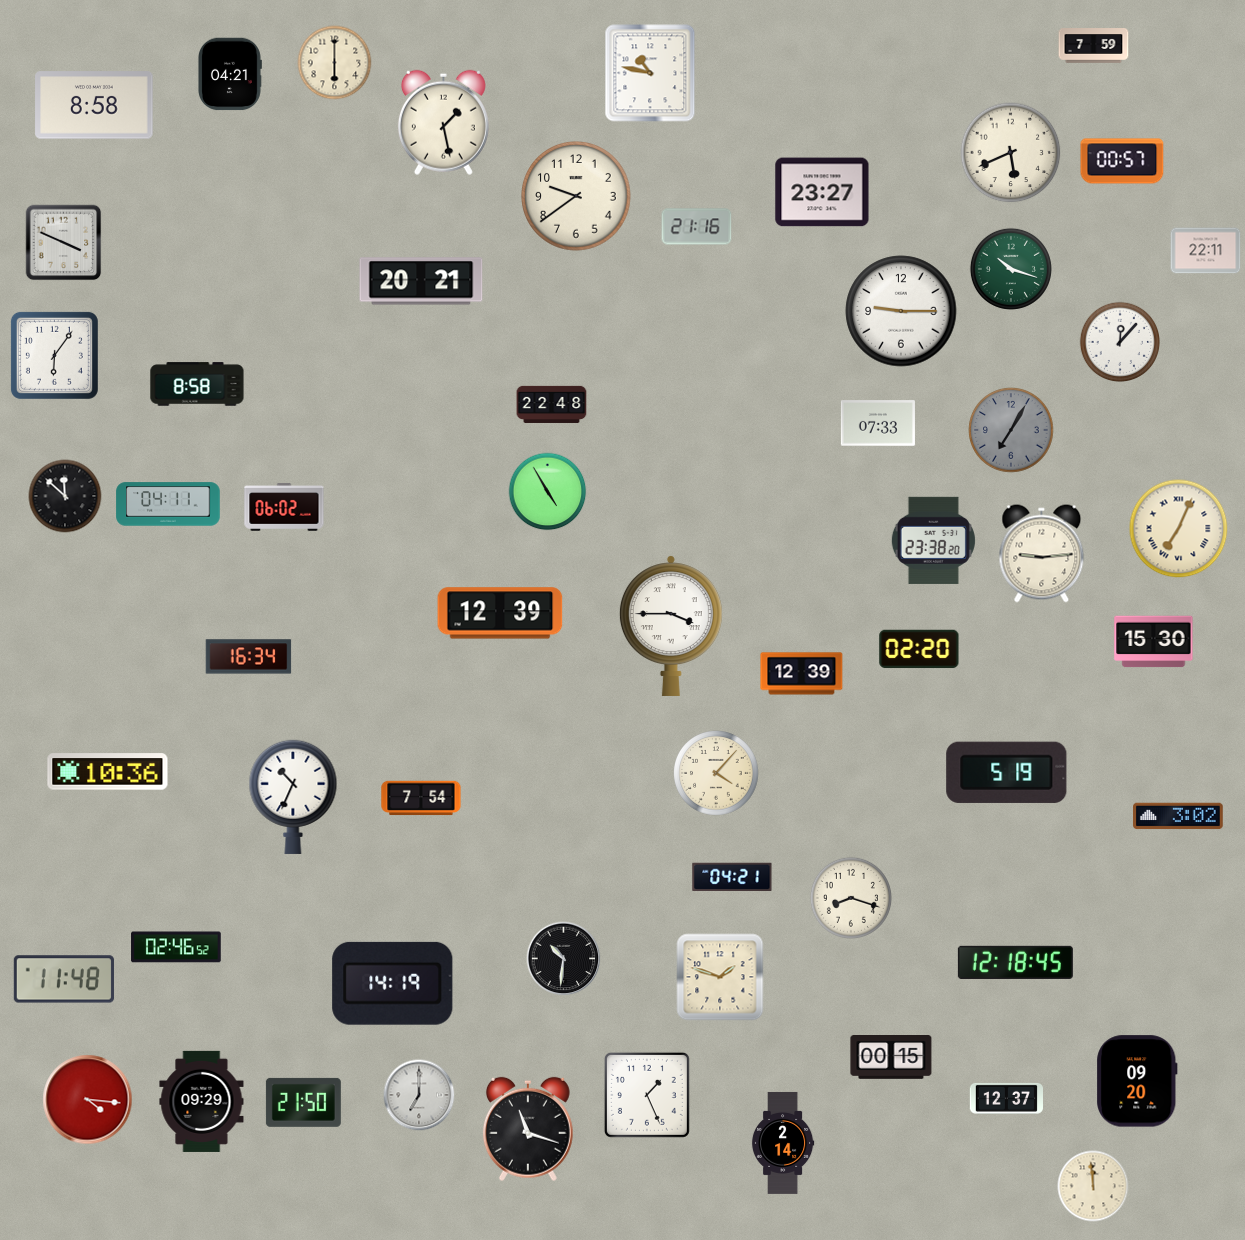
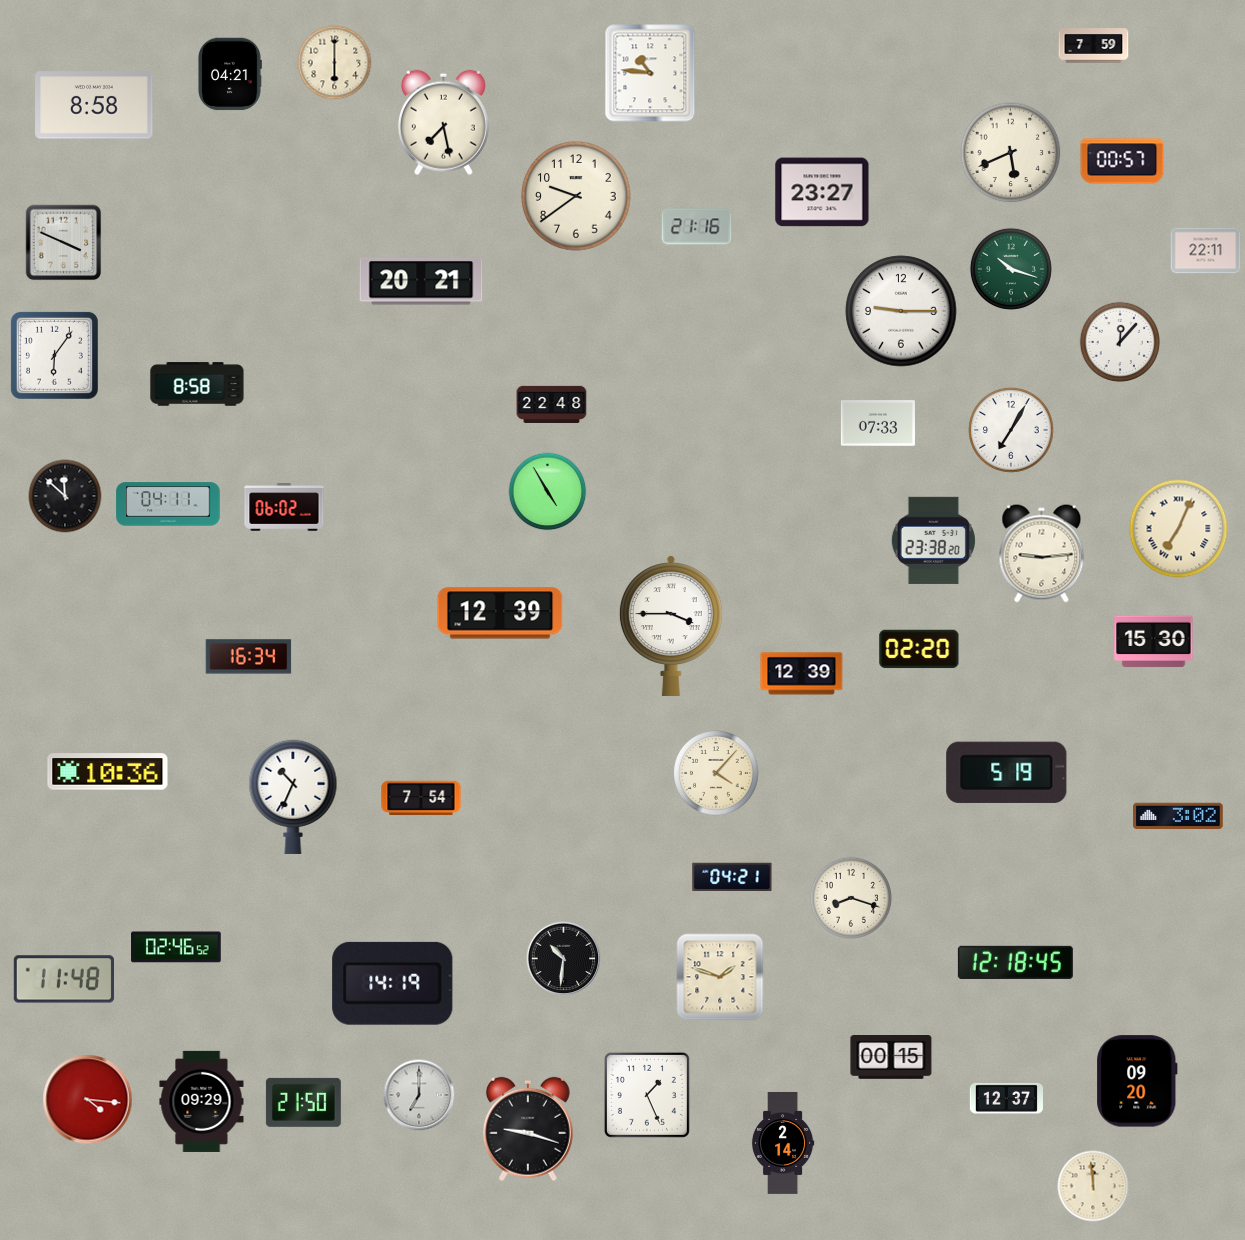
clock at (650, 73): 10:47 -> 10:46
clock at (443, 122): 1:28 -> 7:28
clock at (1011, 430) dial: grey -> white
clock at (528, 1129): 11:18 -> 9:18
